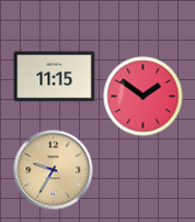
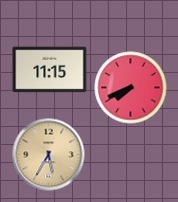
clock at (144, 97): 1:51 -> 7:41
clock at (54, 170): 9:35 -> 5:35
